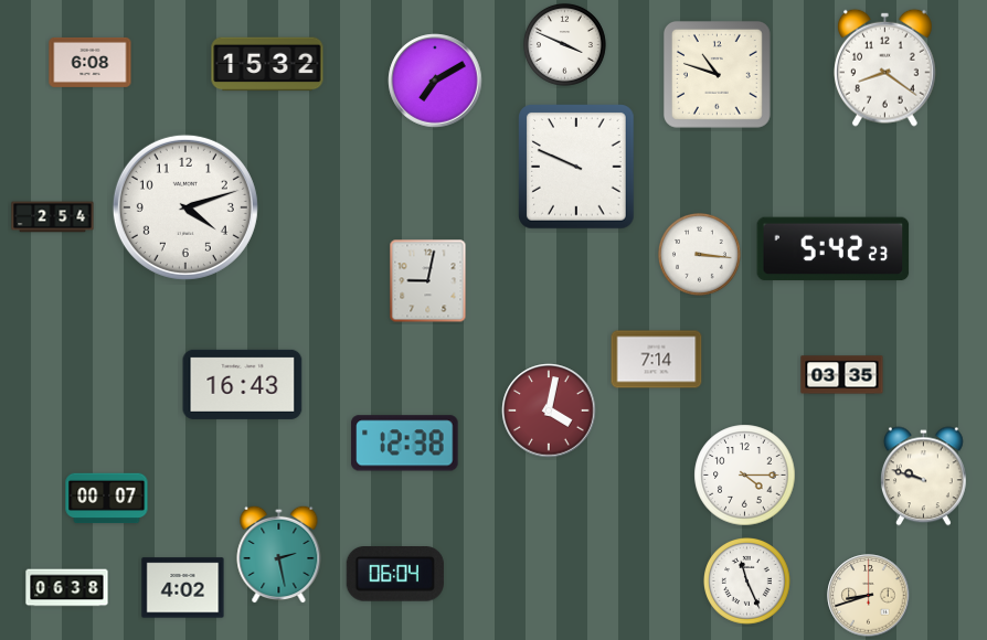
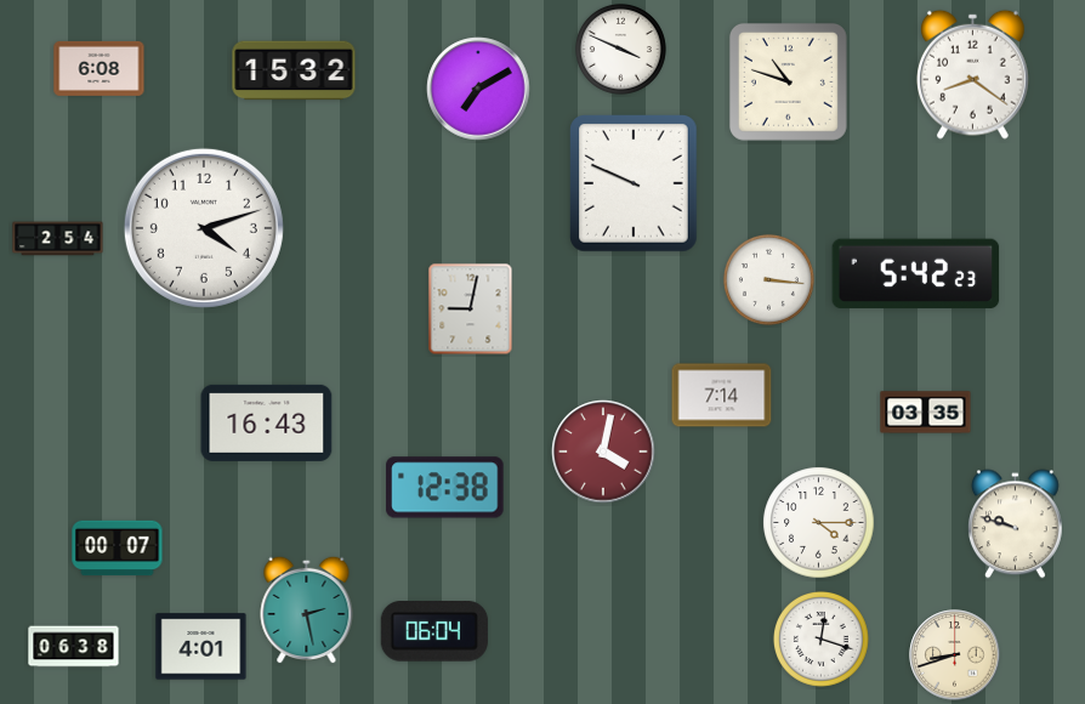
clock at (747, 582): 11:26 -> 12:18
clock at (183, 588): 4:02 -> 4:01
